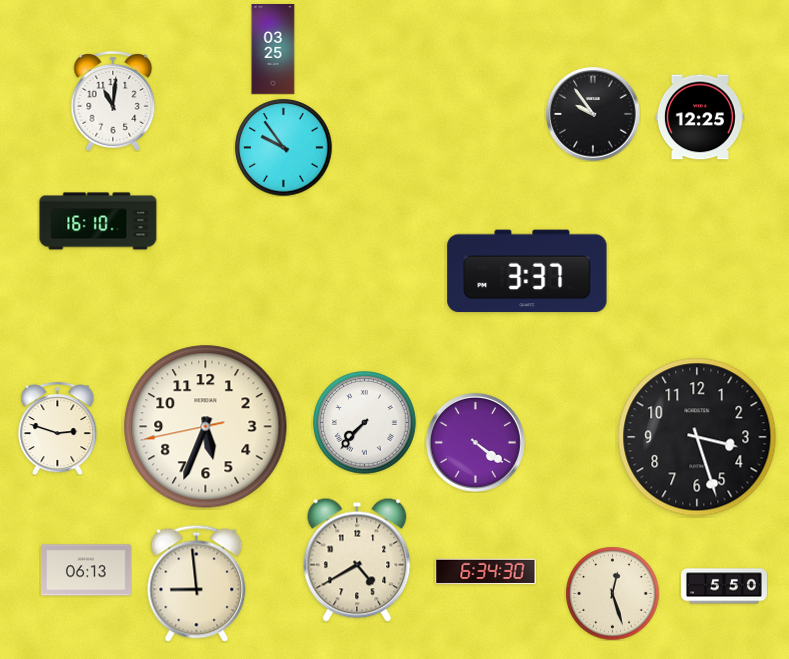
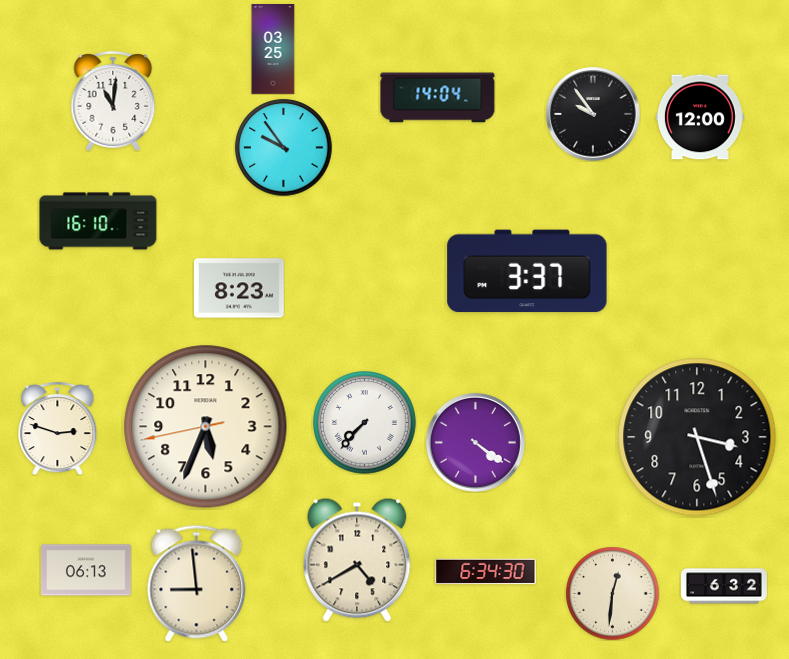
clock at (438, 98): none -> 14:04
clock at (700, 117): 12:25 -> 12:00
clock at (239, 288): none -> 8:23
clock at (724, 586): 5:50 -> 6:32
clock at (612, 593): 12:27 -> 12:31
